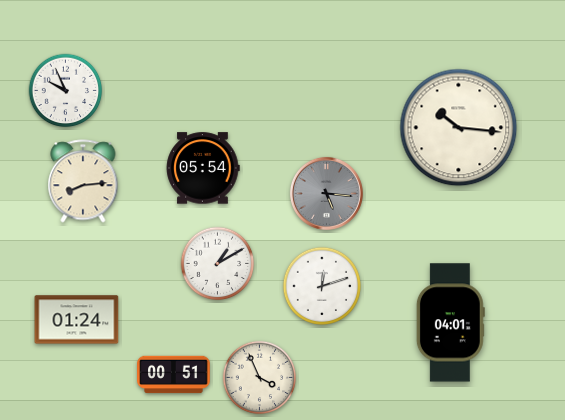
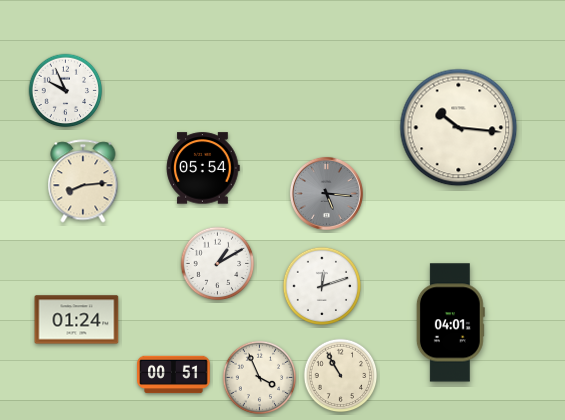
clock at (341, 376): none -> 10:55
